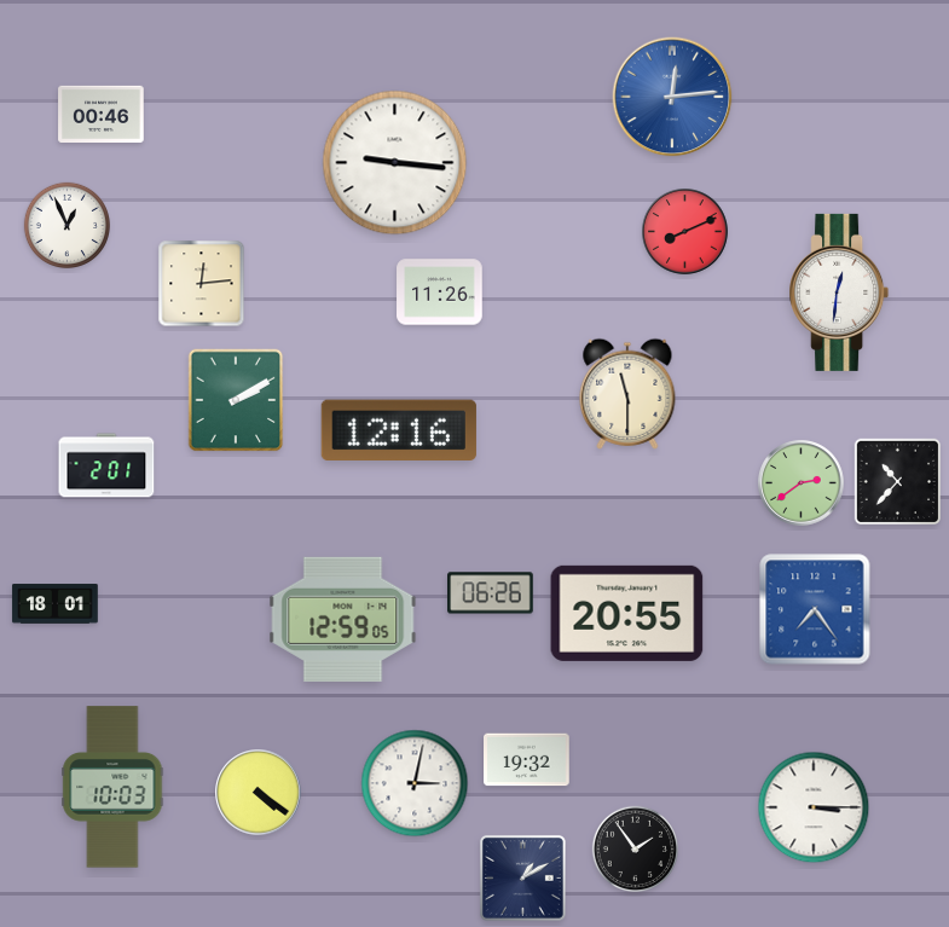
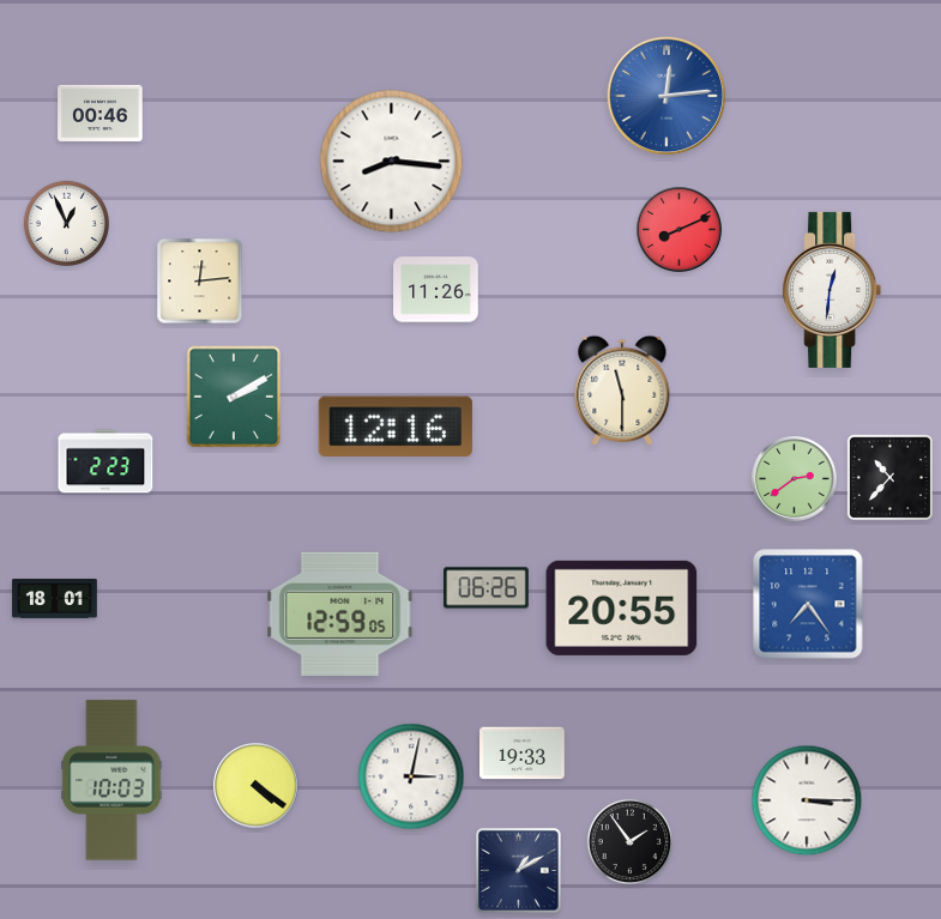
clock at (395, 163): 9:16 -> 8:16
clock at (106, 465): 2:01 -> 2:23
clock at (527, 760): 19:32 -> 19:33
